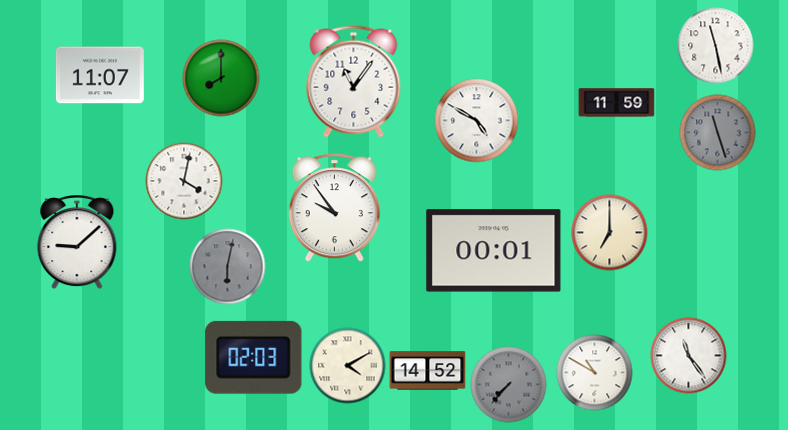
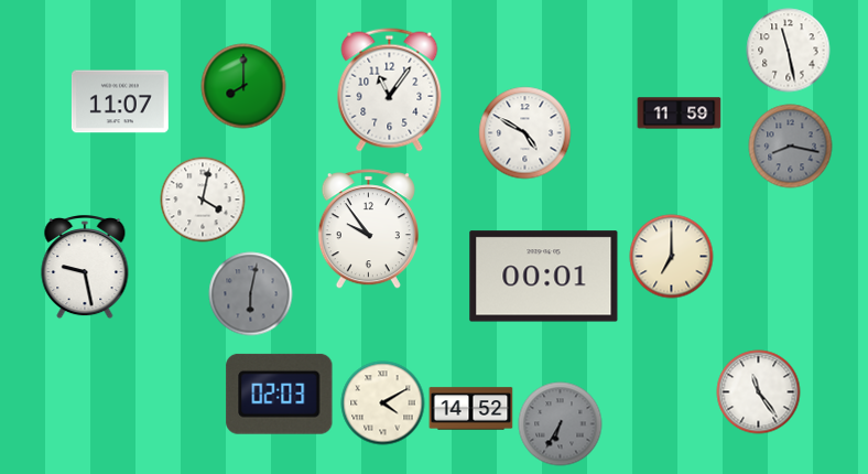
clock at (100, 75) position: (100, 75) -> (120, 101)
clock at (718, 133): 11:27 -> 8:17
clock at (77, 243): 9:08 -> 9:28
clock at (595, 373): 10:50 -> none
clock at (509, 385): 7:37 -> 6:35
